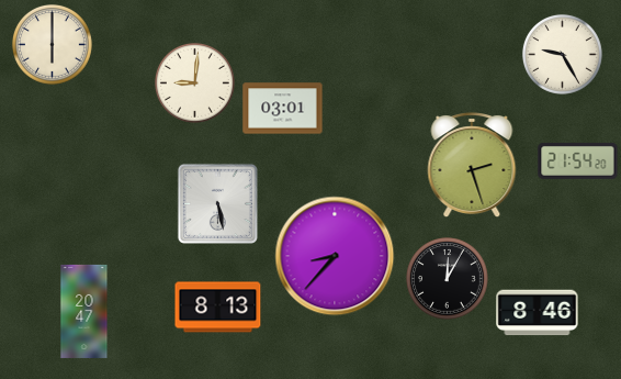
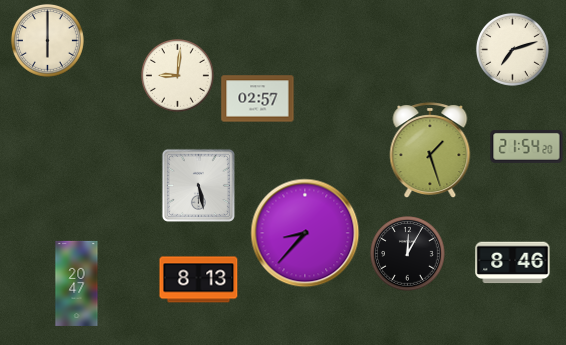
clock at (562, 54): 9:25 -> 7:12
clock at (283, 109): 03:01 -> 02:57
clock at (472, 165): 2:27 -> 1:27
clock at (538, 313) position: (538, 313) -> (513, 263)
